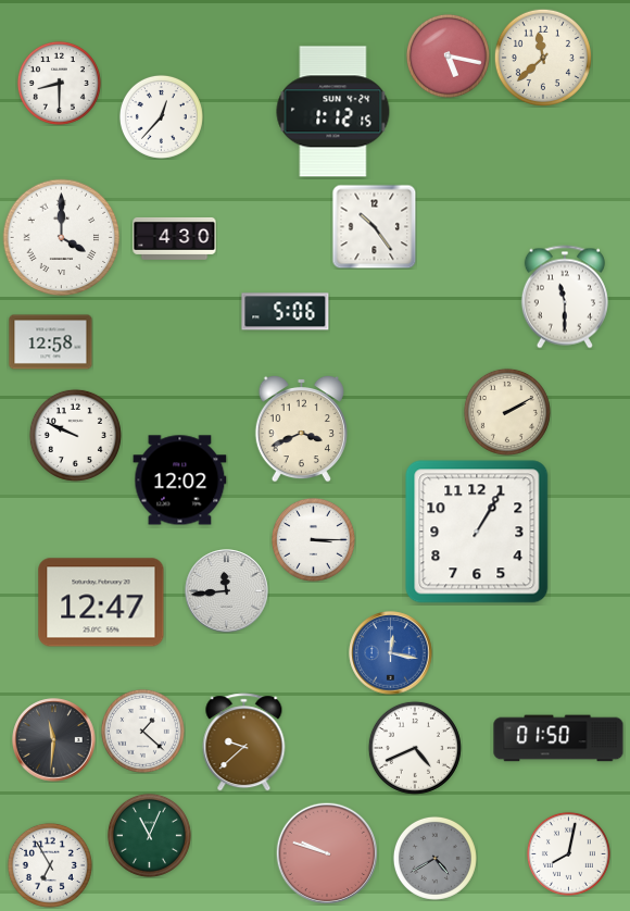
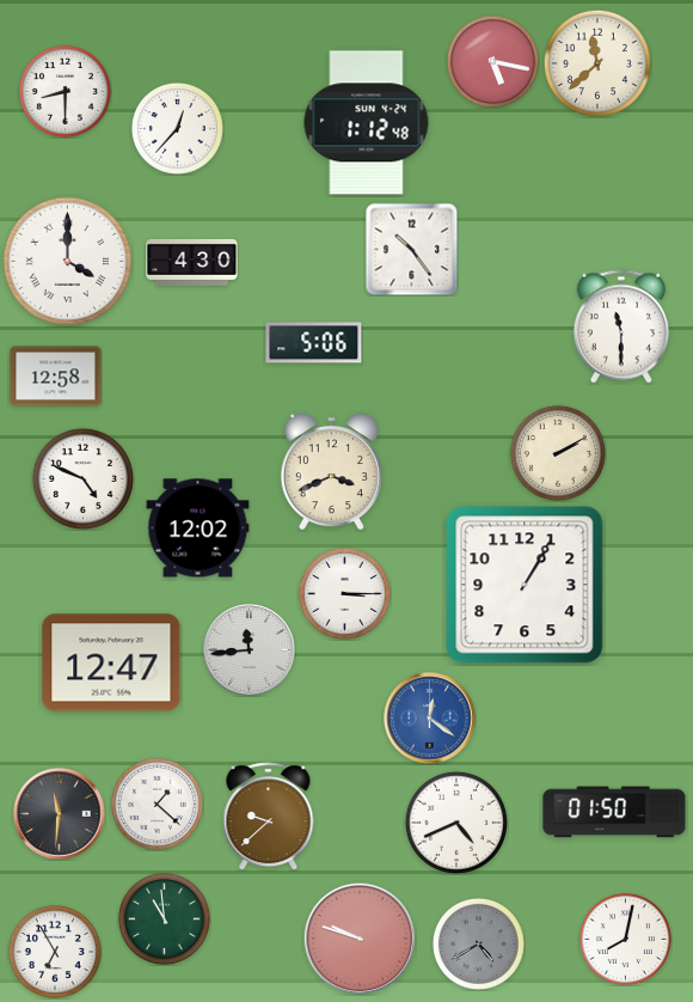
clock at (333, 112): 1:12:15 -> 1:12:48
clock at (75, 435): 9:49 -> 4:49
clock at (391, 653): 12:17 -> 12:21
clock at (149, 835): 11:04 -> 10:59
